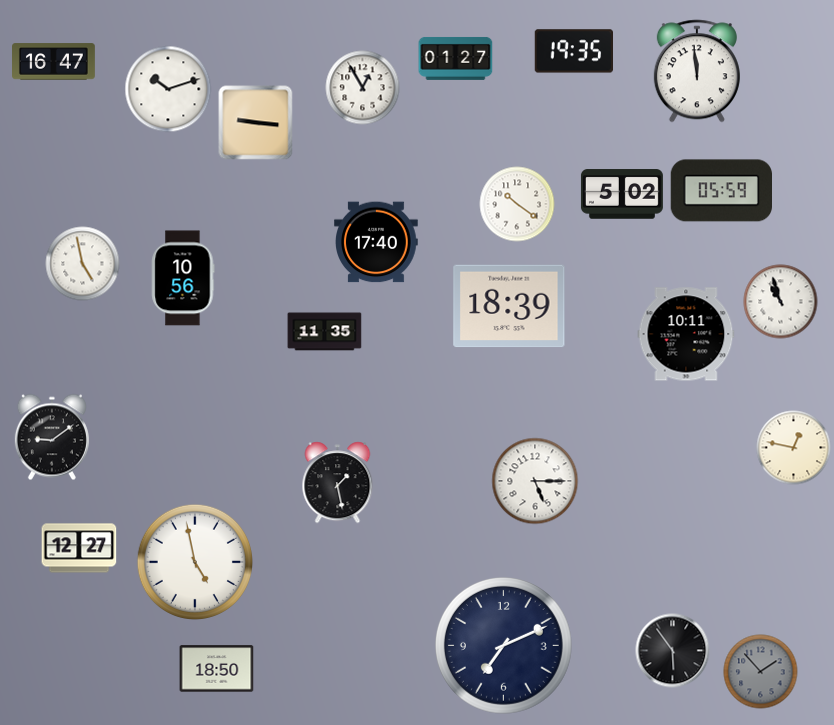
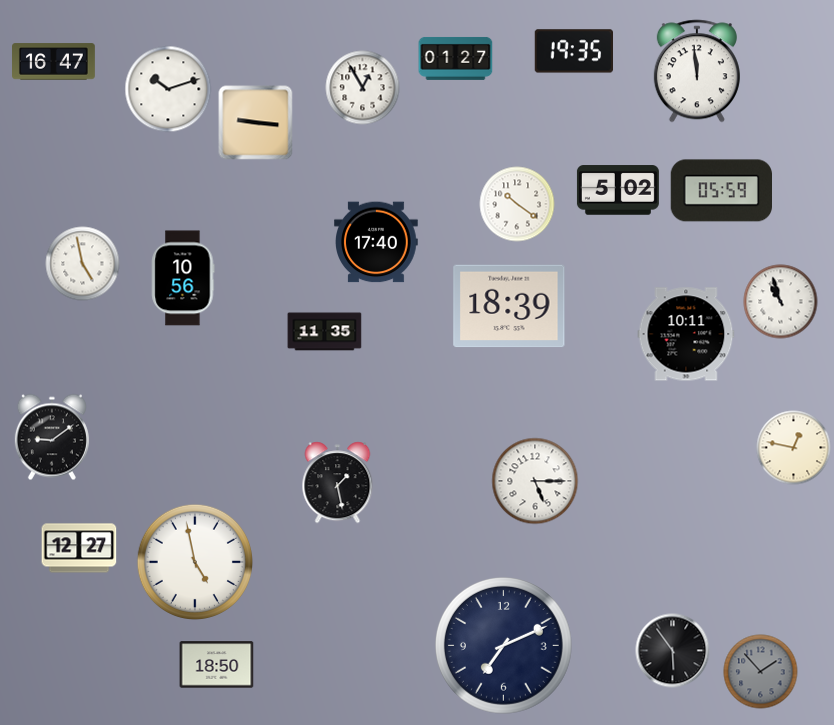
clock at (622, 194) position: (622, 194) -> (618, 190)
clock at (217, 669) position: (217, 669) -> (217, 665)
